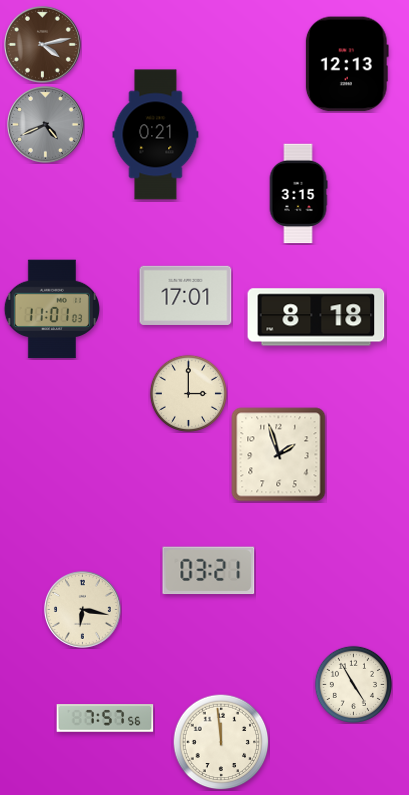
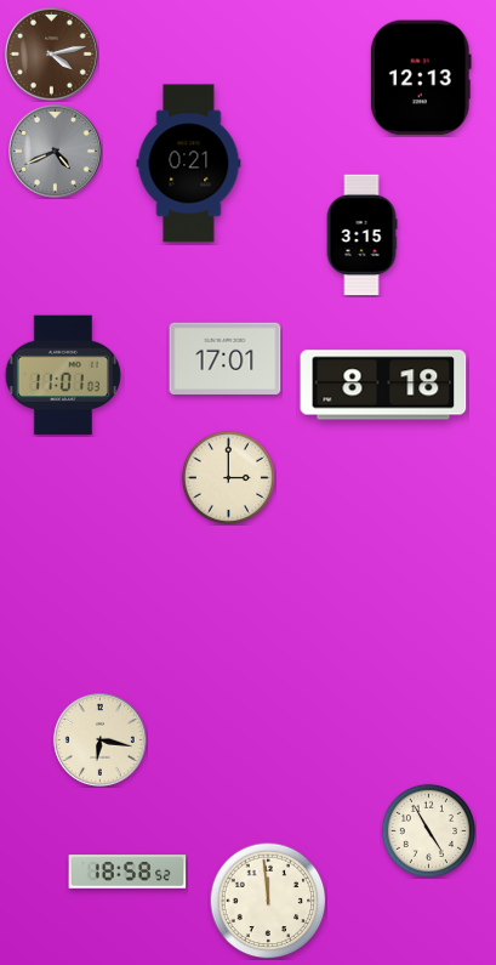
clock at (279, 455): 1:57 -> none
clock at (209, 571): 03:21 -> none
clock at (105, 718): 7:57 -> 18:58
